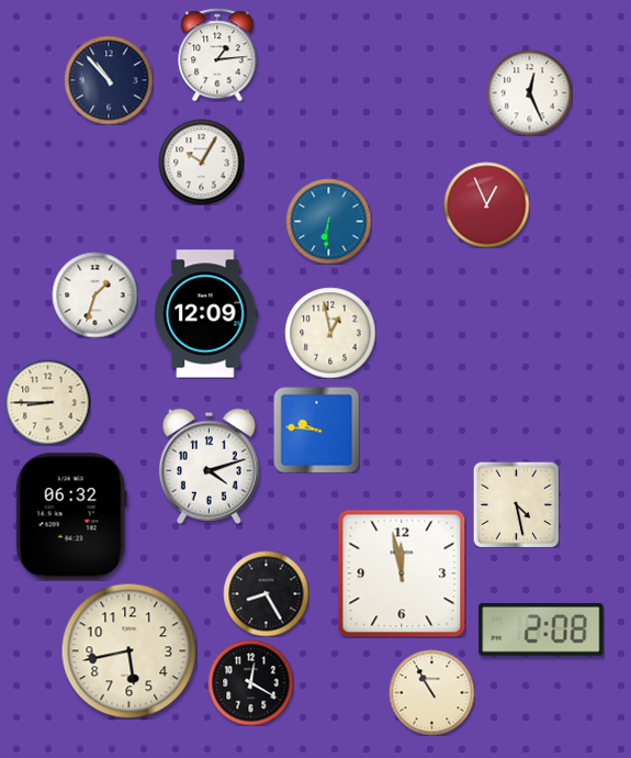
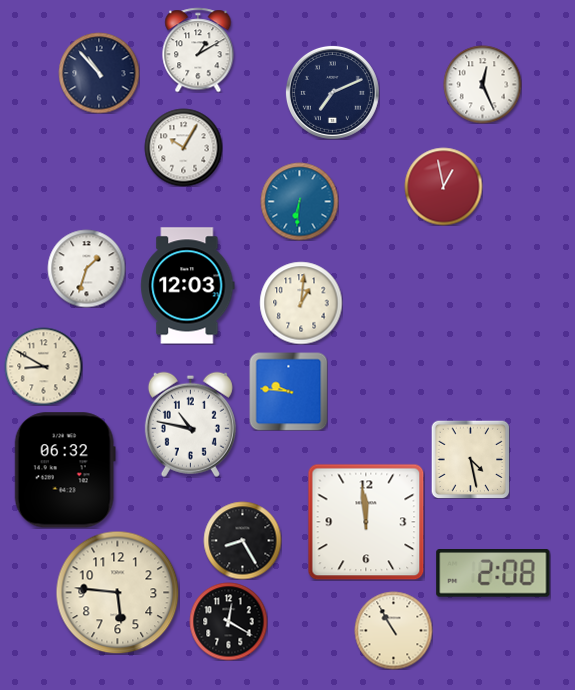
clock at (217, 55): 1:14 -> 1:10
clock at (332, 92): none -> 7:11
clock at (486, 204): 12:56 -> 12:58
clock at (206, 314): 12:09 -> 12:03
clock at (330, 333): 12:58 -> 1:01
clock at (47, 402): 8:45 -> 8:50
clock at (209, 466): 4:12 -> 10:47
clock at (402, 573): 11:58 -> 11:59
clock at (128, 650): 5:43 -> 5:46
